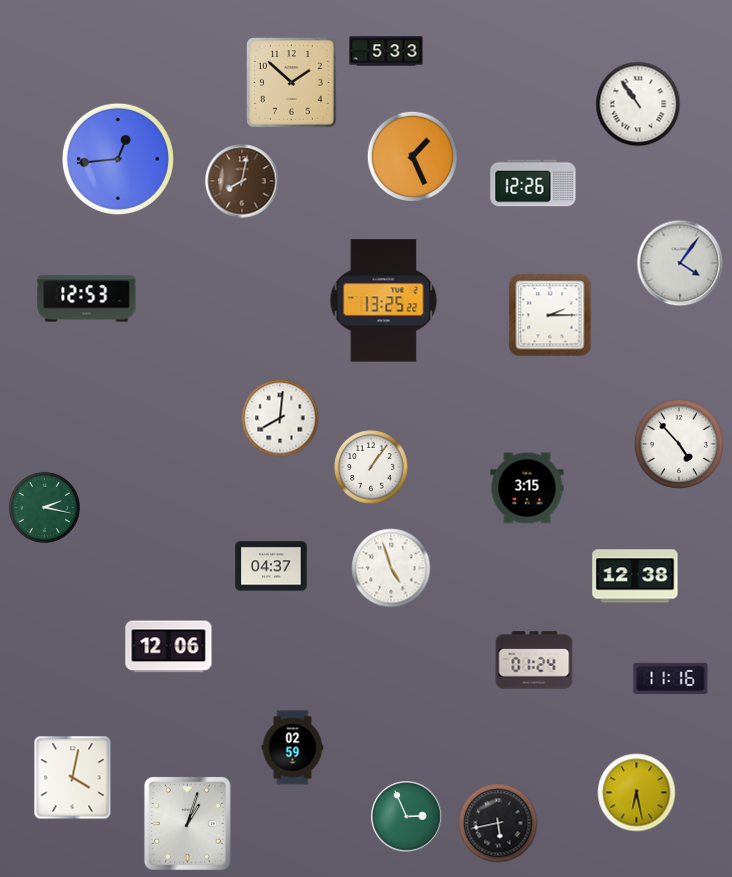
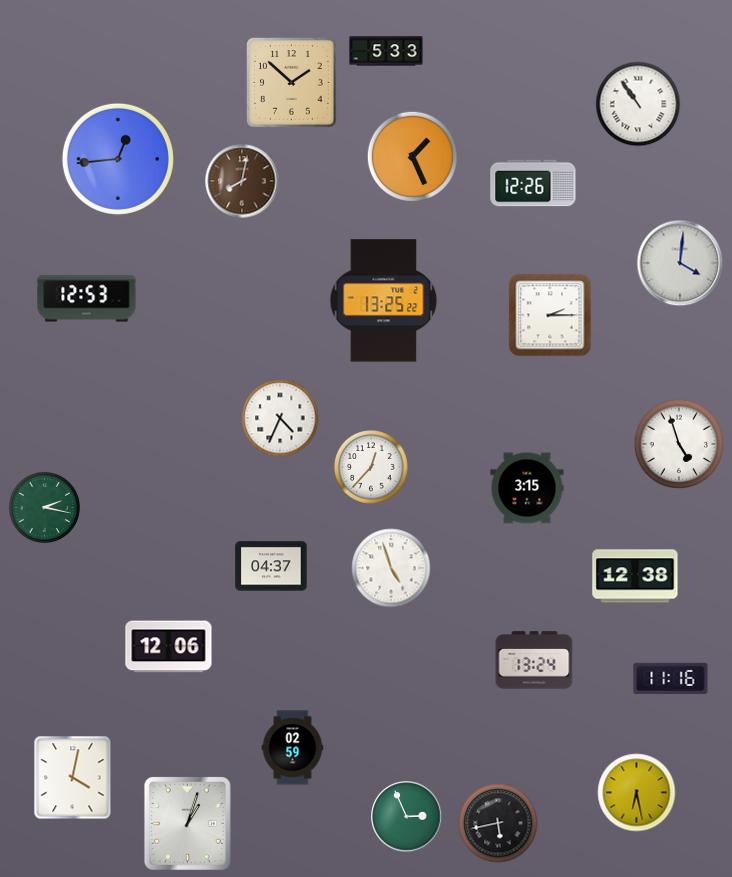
clock at (680, 263): 4:06 -> 4:01
clock at (280, 418): 8:01 -> 4:34
clock at (679, 444): 4:53 -> 4:57
clock at (372, 468): 1:06 -> 12:37
clock at (534, 660): 01:24 -> 13:24
